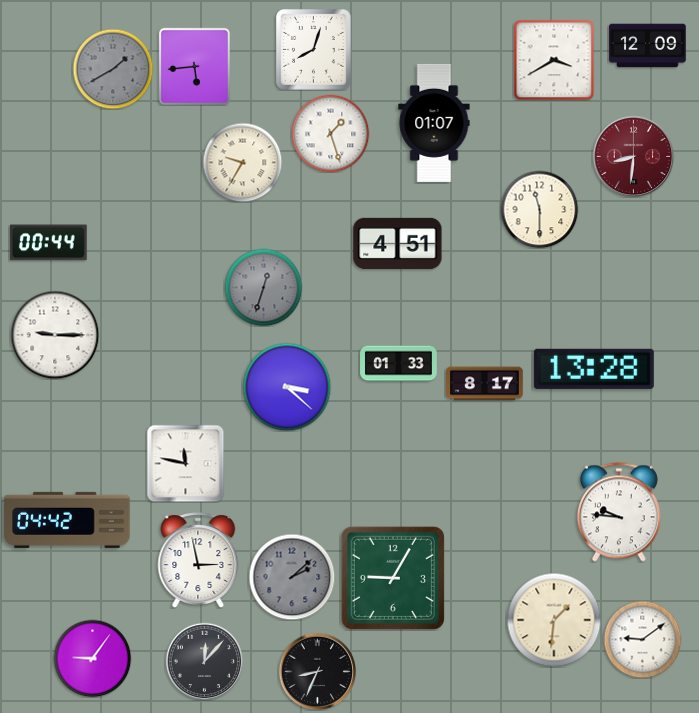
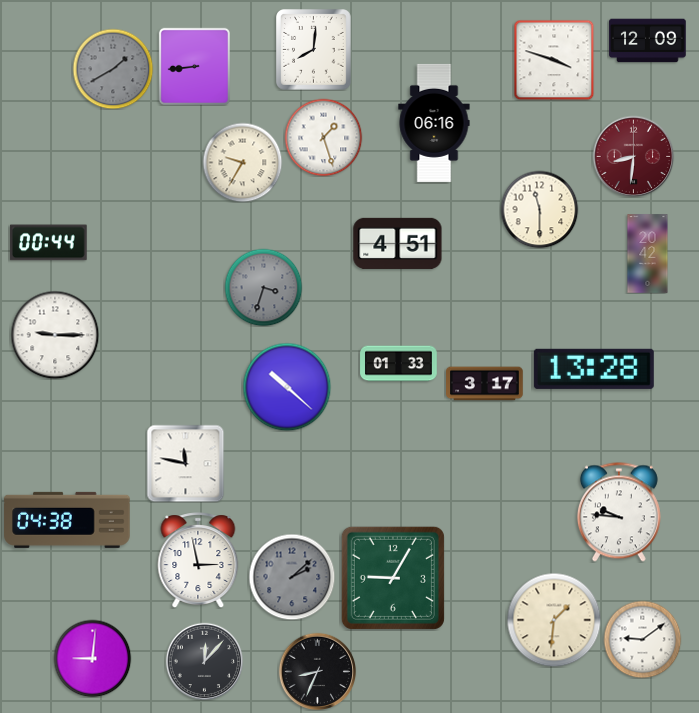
clock at (648, 46) position: (648, 46) -> (648, 41)
clock at (314, 50): 8:03 -> 8:01
clock at (554, 60): 3:40 -> 3:48
clock at (194, 66): 5:44 -> 8:44
clock at (434, 123): 01:07 -> 06:16
clock at (330, 133) position: (330, 133) -> (323, 137)
clock at (648, 254): none -> 20:42
clock at (263, 287): 12:33 -> 3:33
clock at (485, 384): 8:17 -> 3:17
clock at (287, 387): 3:22 -> 10:22
clock at (67, 520): 04:42 -> 04:38
clock at (92, 658): 9:06 -> 9:01
